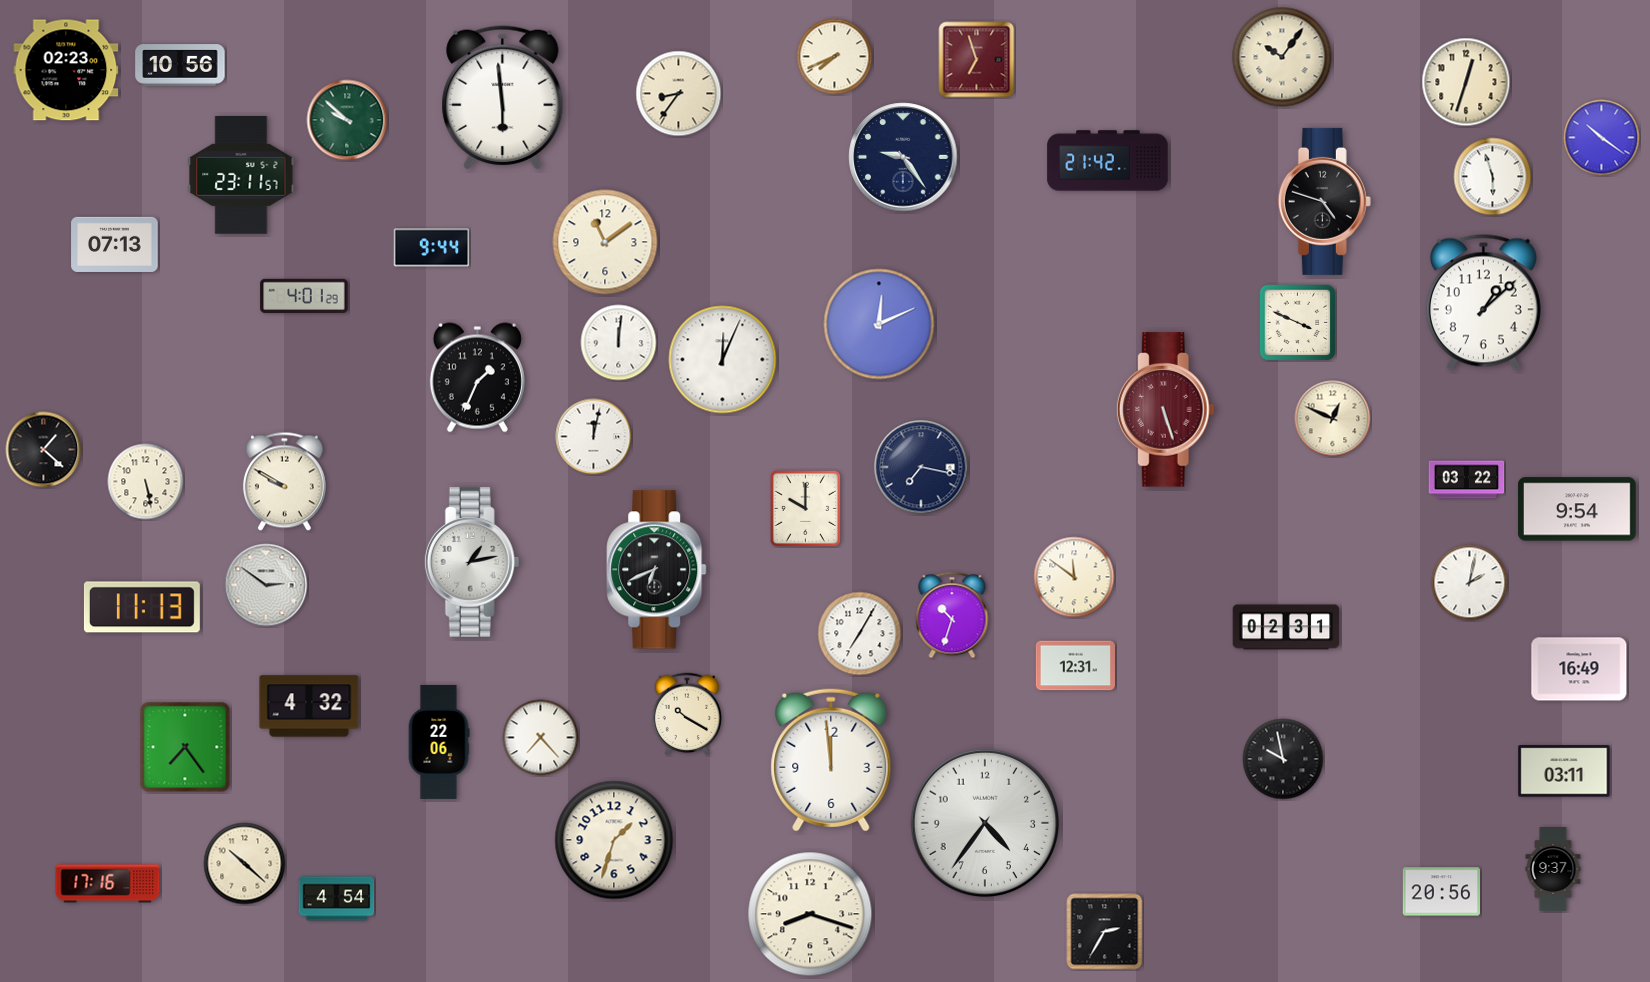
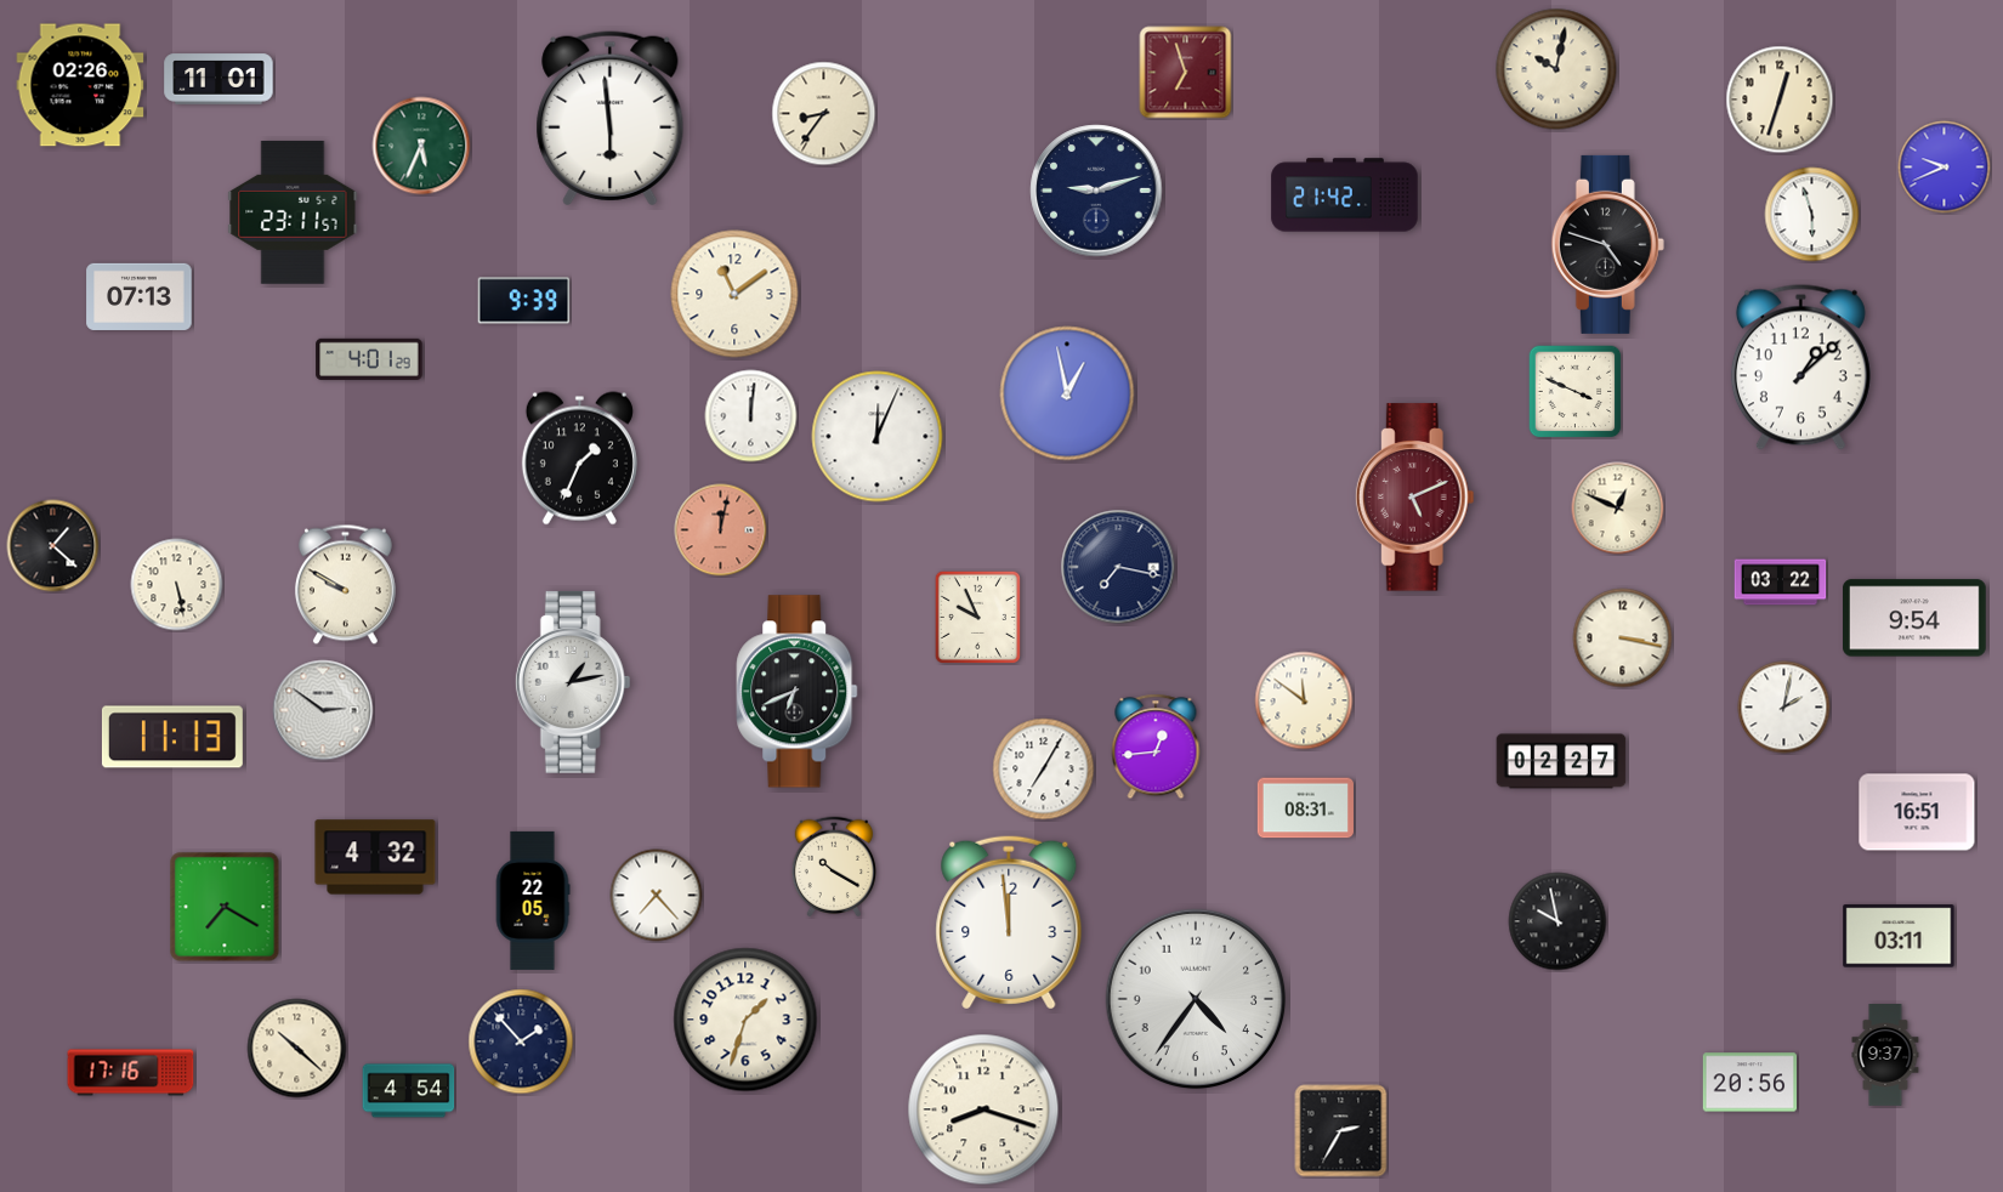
clock at (835, 57): 7:41 -> none
clock at (1282, 57): 10:06 -> 10:02
clock at (180, 65): 10:56 -> 11:01
clock at (66, 70): 02:23 -> 02:26
clock at (347, 120): 9:52 -> 5:34
clock at (1602, 138): 10:21 -> 9:41
clock at (903, 157): 9:24 -> 9:12
clock at (432, 248): 9:44 -> 9:39
clock at (879, 324): 12:11 -> 12:58
clock at (1165, 410): 5:27 -> 5:11
clock at (594, 437) dial: white -> salmon
clock at (805, 508): 10:00 -> 9:56
clock at (1623, 638): none -> 3:17
clock at (952, 615): 10:33 -> 12:44
clock at (1286, 627): 02:31 -> 02:27
clock at (1075, 666): 12:31 -> 08:31
clock at (1579, 669): 16:49 -> 16:51
clock at (439, 742): 22:06 -> 22:05
clock at (185, 747): 7:24 -> 7:20
clock at (521, 1041): none -> 1:53
